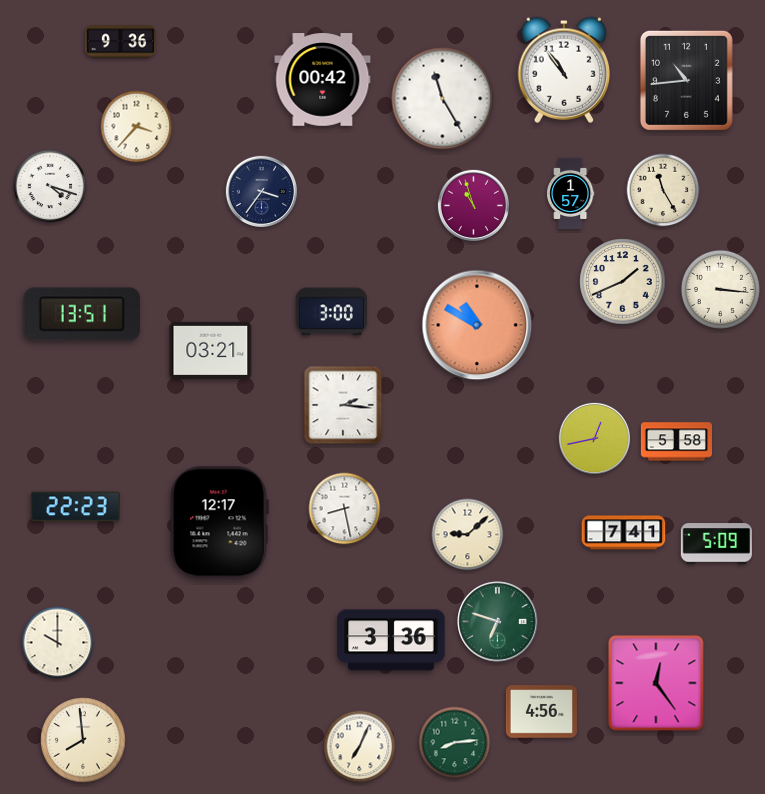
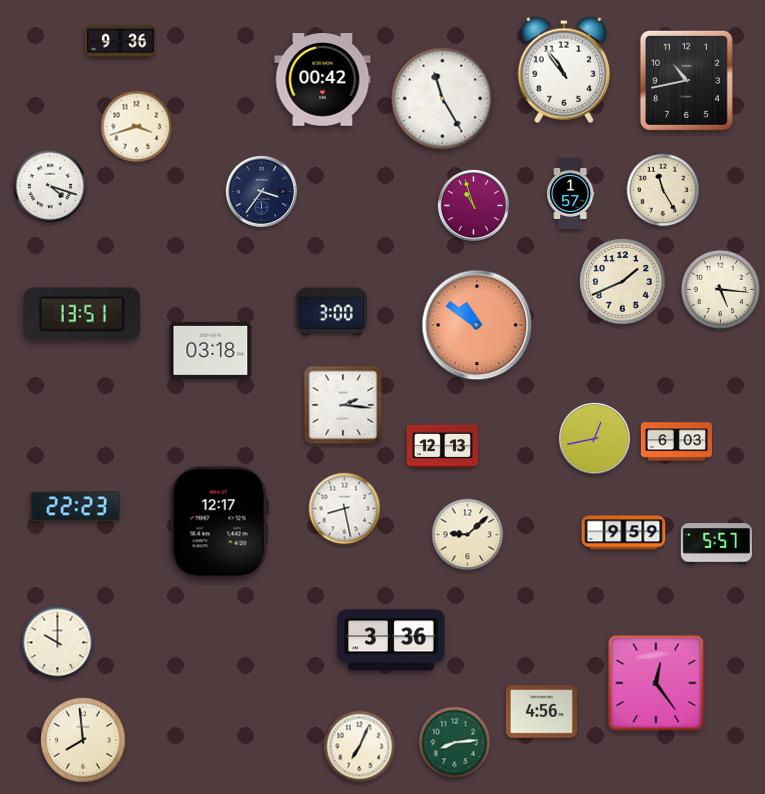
clock at (686, 80): 10:44 -> 10:43
clock at (137, 127): 3:37 -> 3:42
clock at (720, 289): 3:16 -> 5:16
clock at (477, 325): 10:50 -> 10:51
clock at (211, 350): 03:21 -> 03:18
clock at (676, 442): 5:58 -> 6:03
clock at (442, 446): none -> 12:13
clock at (624, 533): 7:41 -> 9:59
clock at (716, 544): 5:09 -> 5:57
clock at (498, 622): 6:48 -> none
